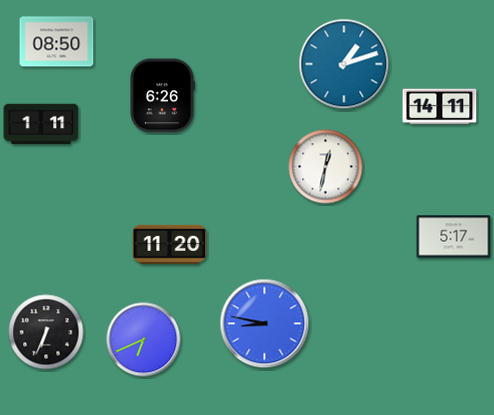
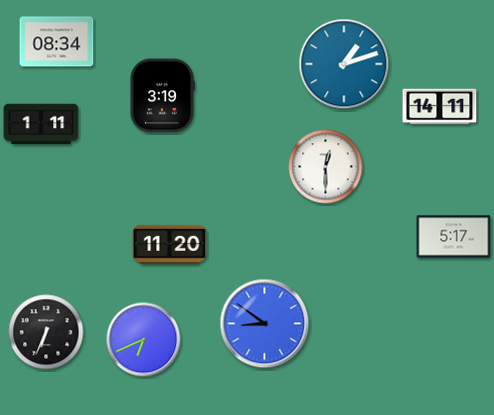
clock at (57, 42): 08:50 -> 08:34
clock at (162, 96): 6:26 -> 3:19
clock at (326, 167): 12:32 -> 12:30
clock at (265, 324): 8:47 -> 8:51
